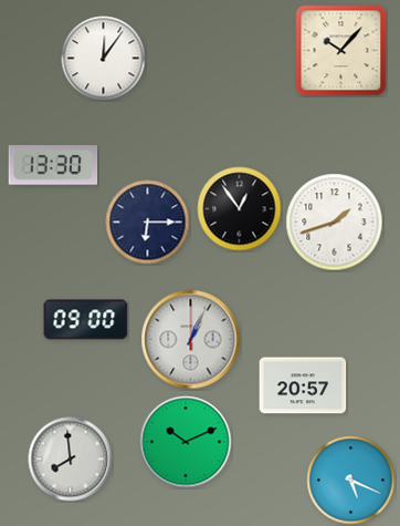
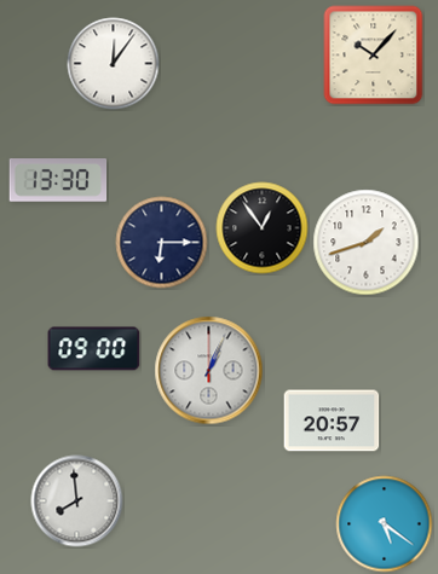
clock at (186, 442): 10:11 -> none
clock at (351, 481): 5:19 -> 5:21
